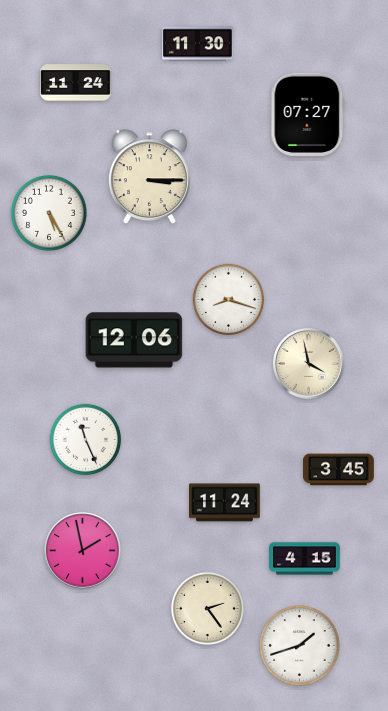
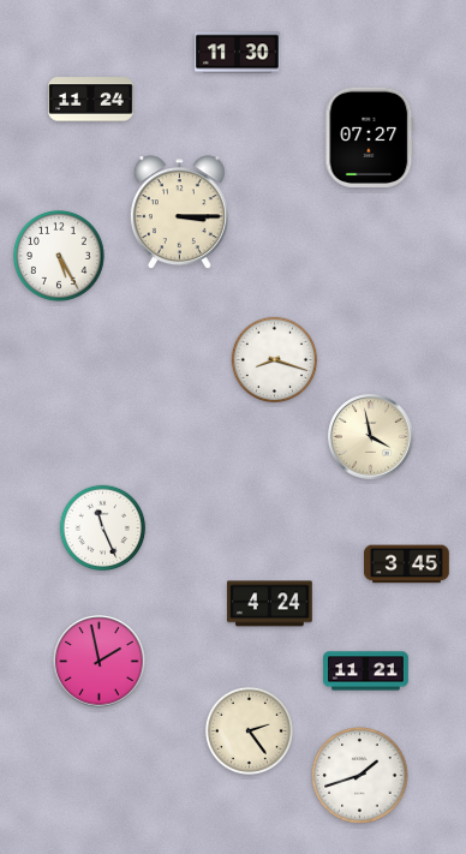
clock at (134, 340): 12:06 -> none
clock at (225, 503): 11:24 -> 4:24
clock at (305, 559): 4:15 -> 11:21
